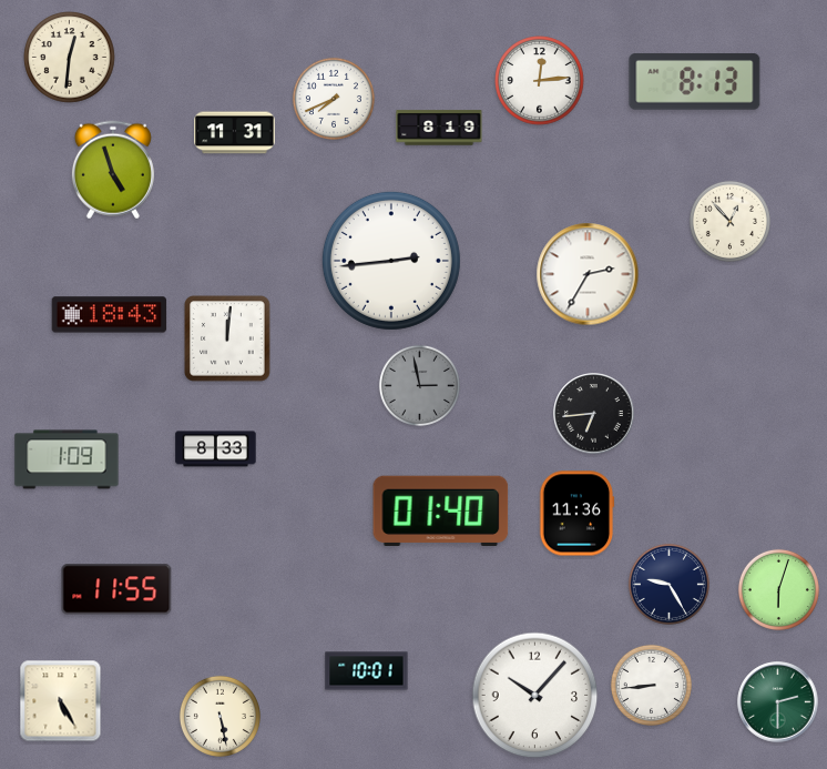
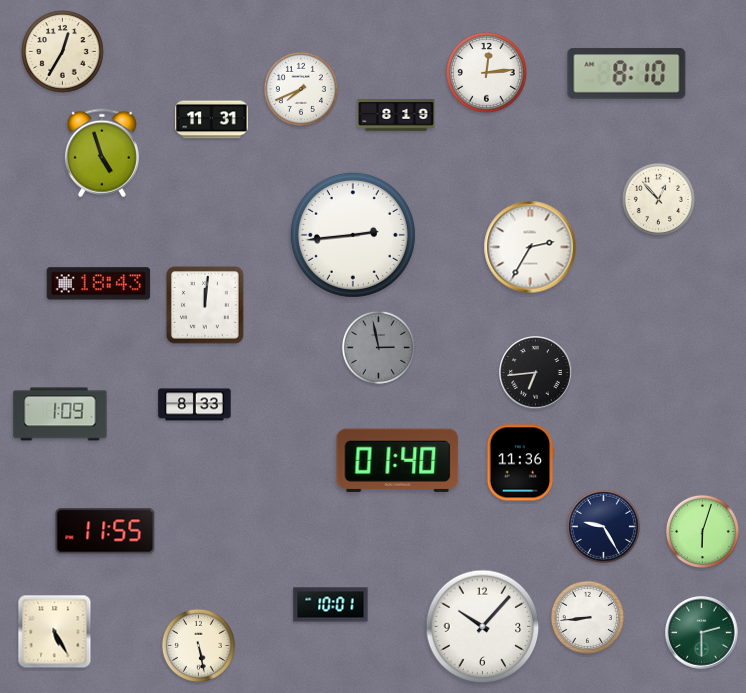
clock at (70, 58): 12:31 -> 12:35
clock at (695, 82): 8:13 -> 8:10
